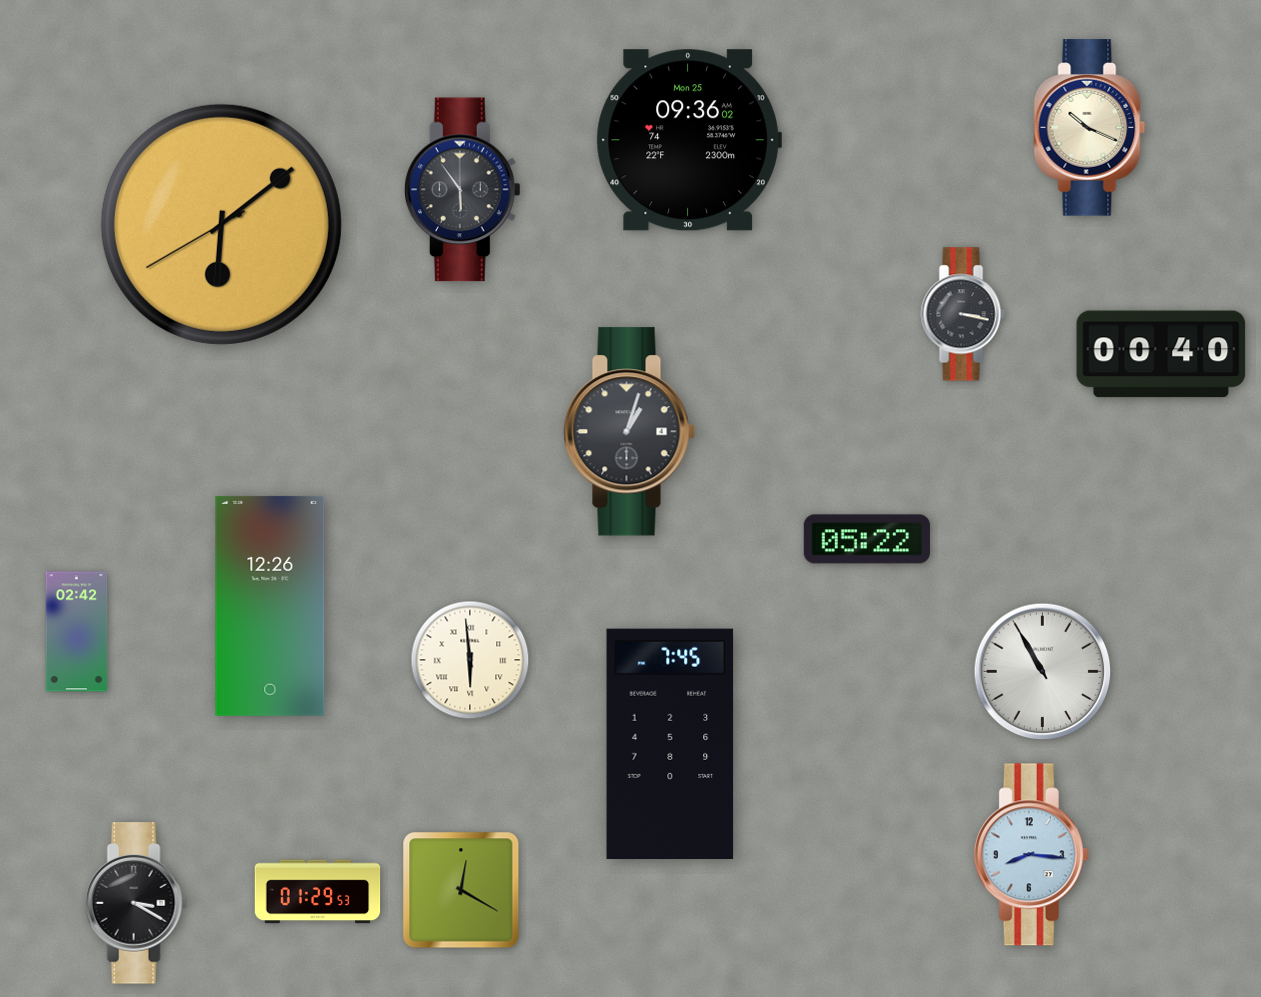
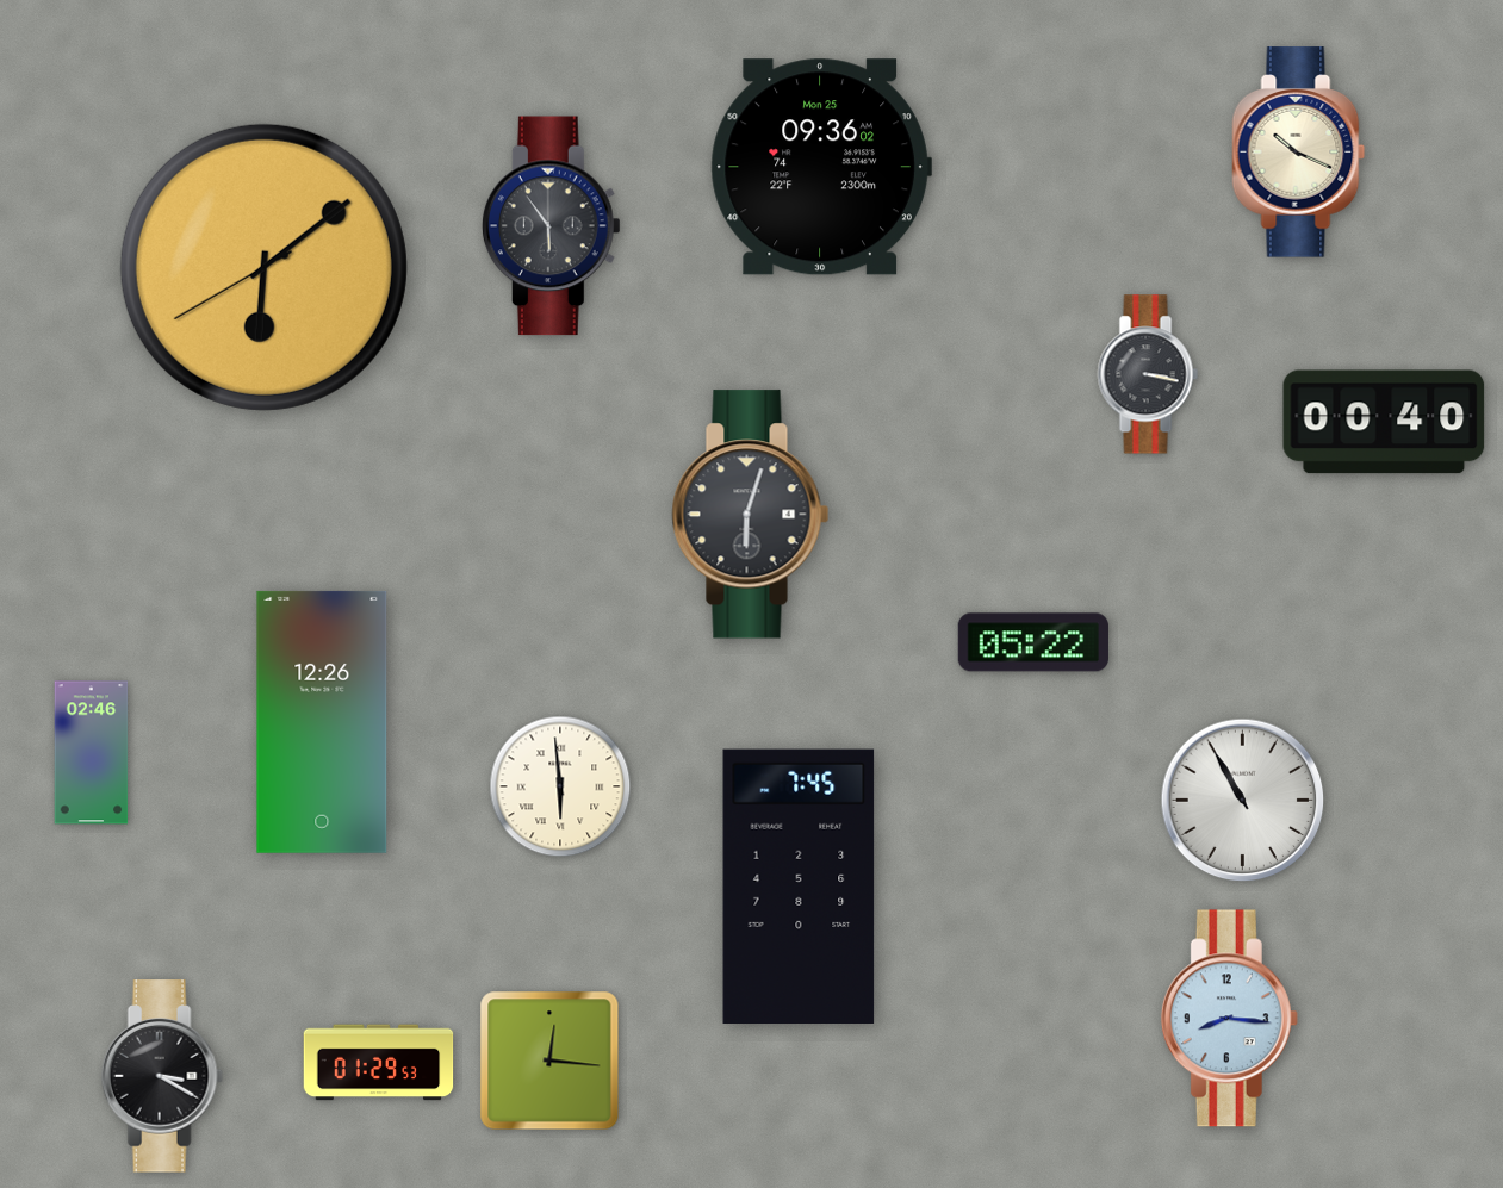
clock at (630, 432): 1:03 -> 6:03
clock at (77, 632): 02:42 -> 02:46
clock at (461, 890): 12:20 -> 12:16
